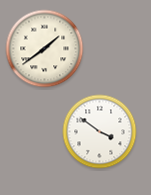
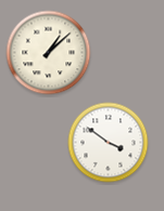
clock at (45, 49): 1:39 -> 1:08
